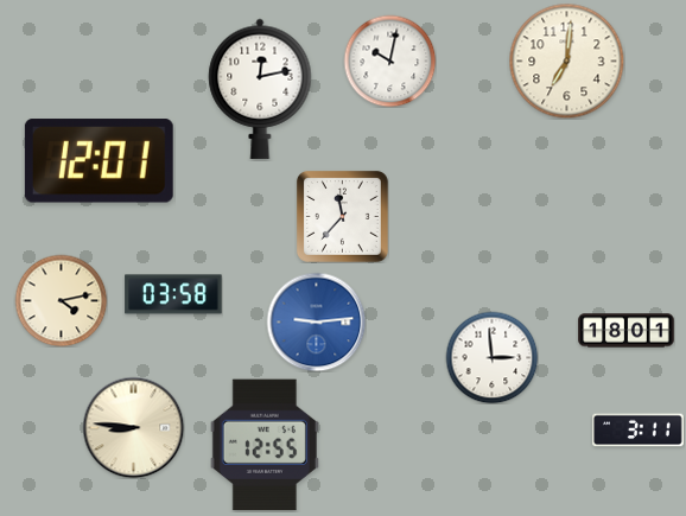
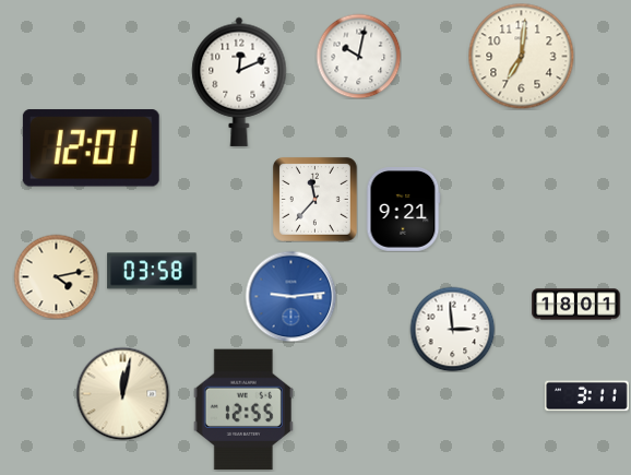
clock at (260, 89): 12:13 -> 12:11
clock at (403, 210): none -> 9:21
clock at (173, 294) position: (173, 294) -> (152, 271)
clock at (133, 427): 8:46 -> 12:02
